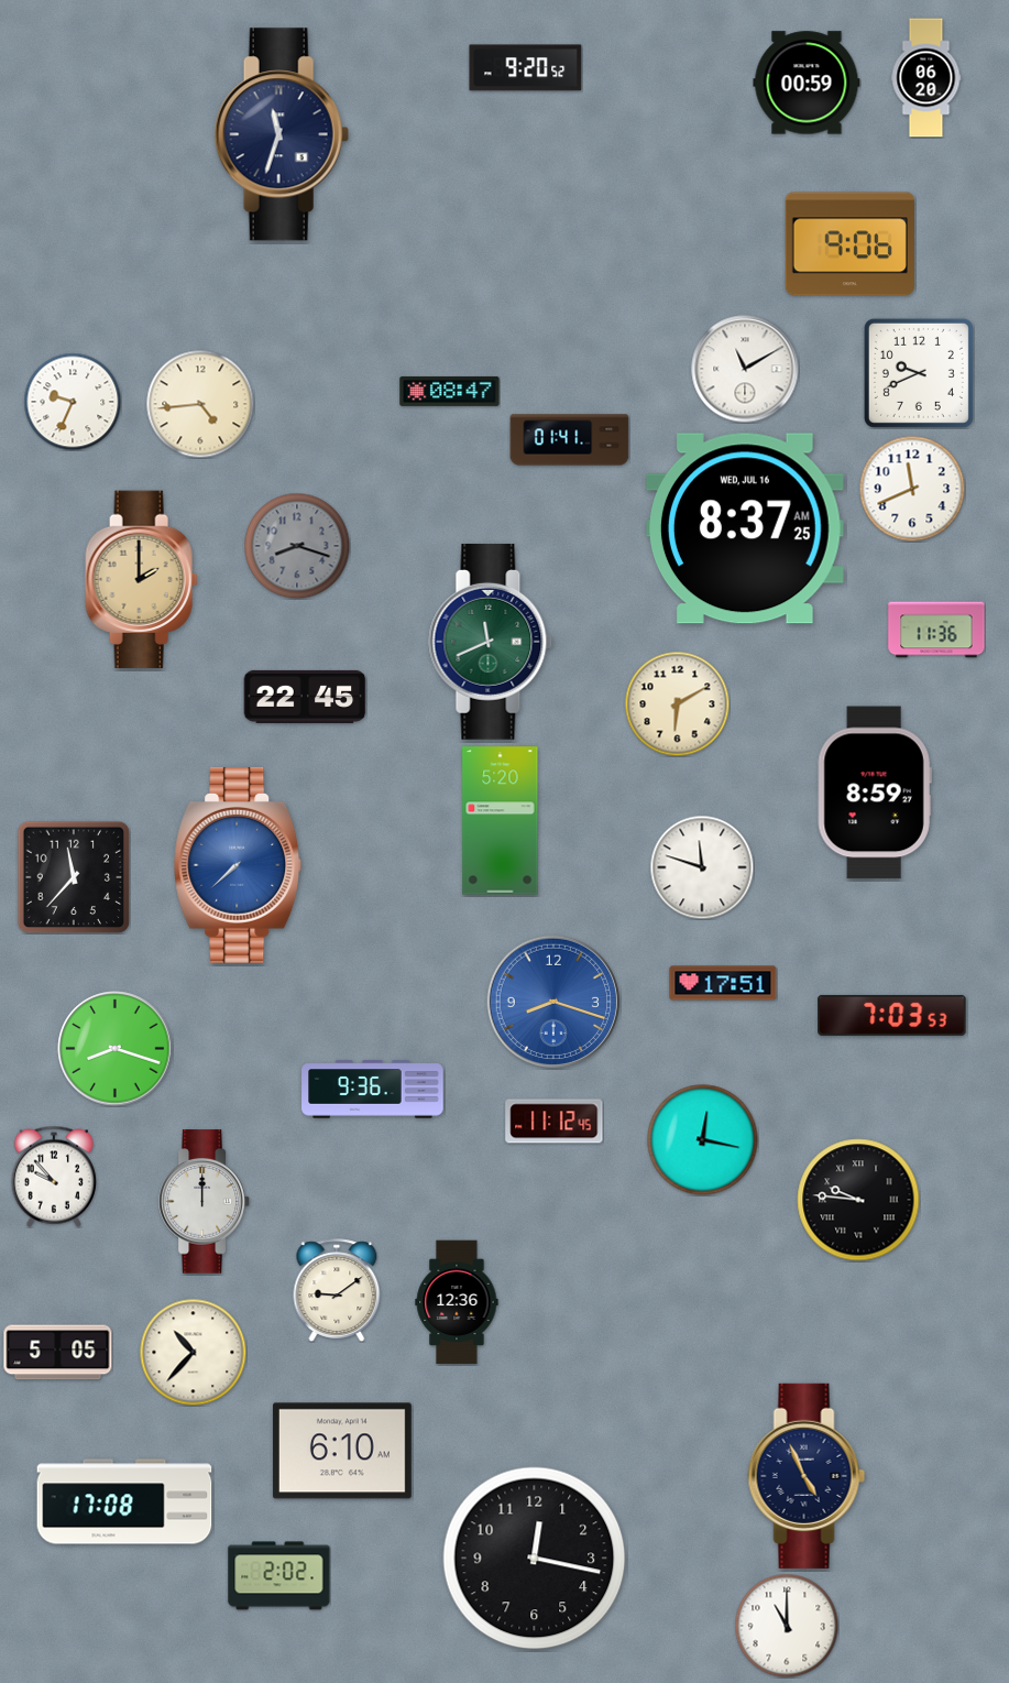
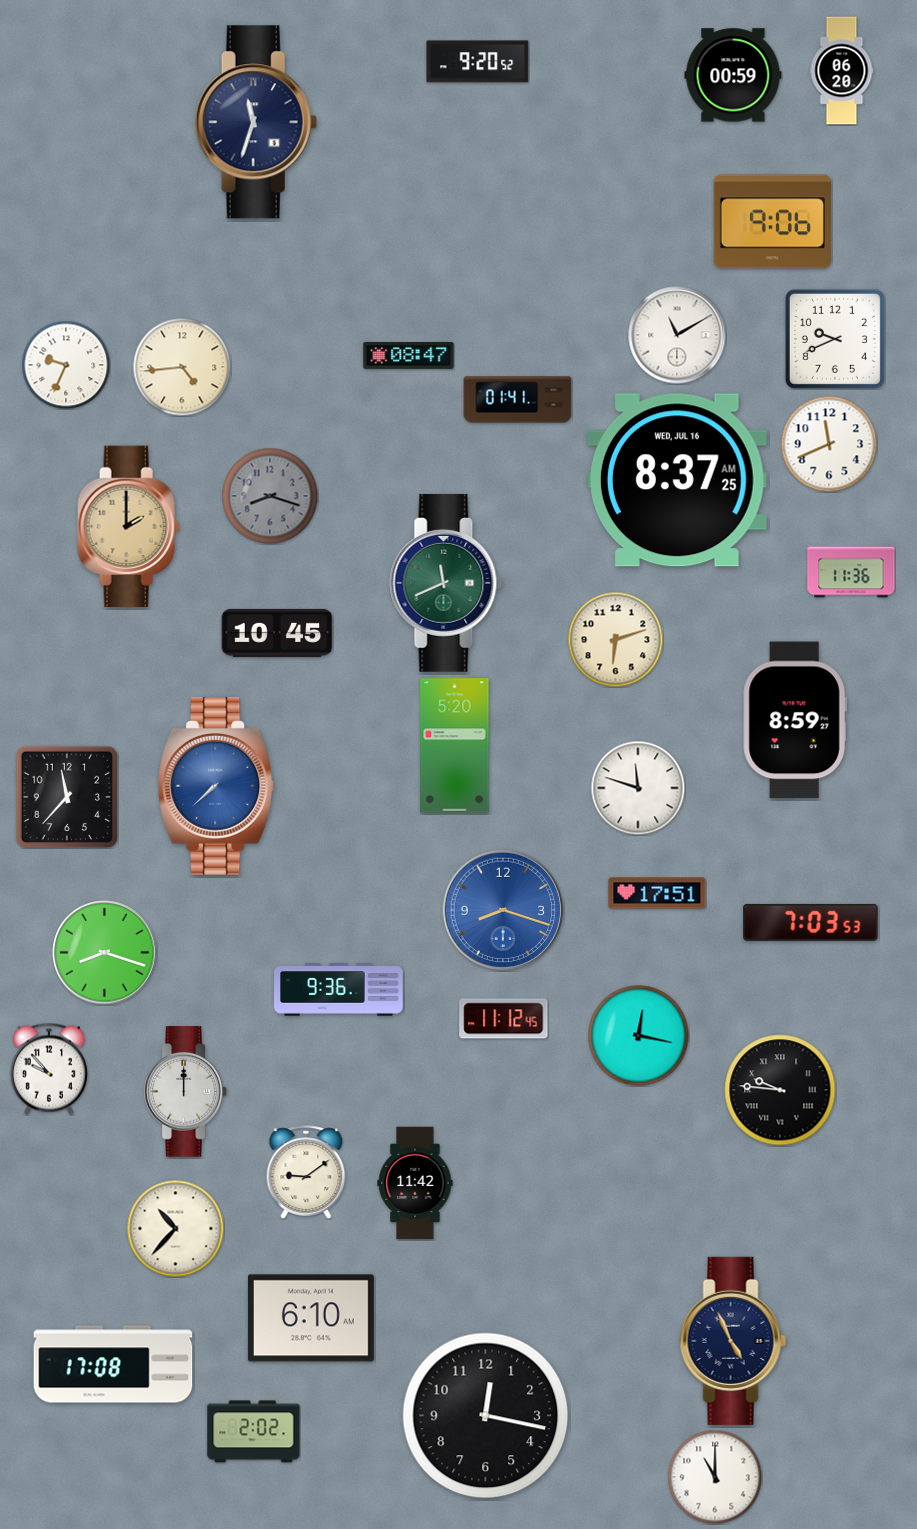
clock at (305, 697): 22:45 -> 10:45
clock at (677, 703): 6:10 -> 6:12
clock at (457, 1302): 12:36 -> 11:42
clock at (58, 1353): 5:05 -> none
